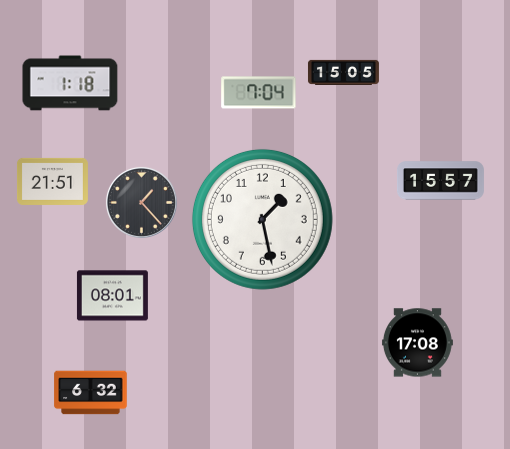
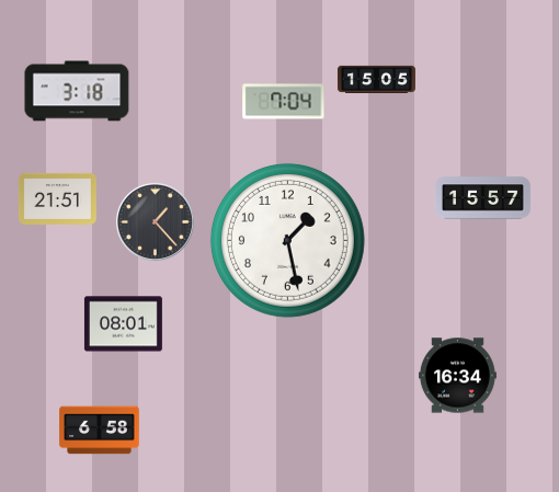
clock at (70, 83): 1:18 -> 3:18
clock at (417, 343): 17:08 -> 16:34
clock at (91, 393): 6:32 -> 6:58
